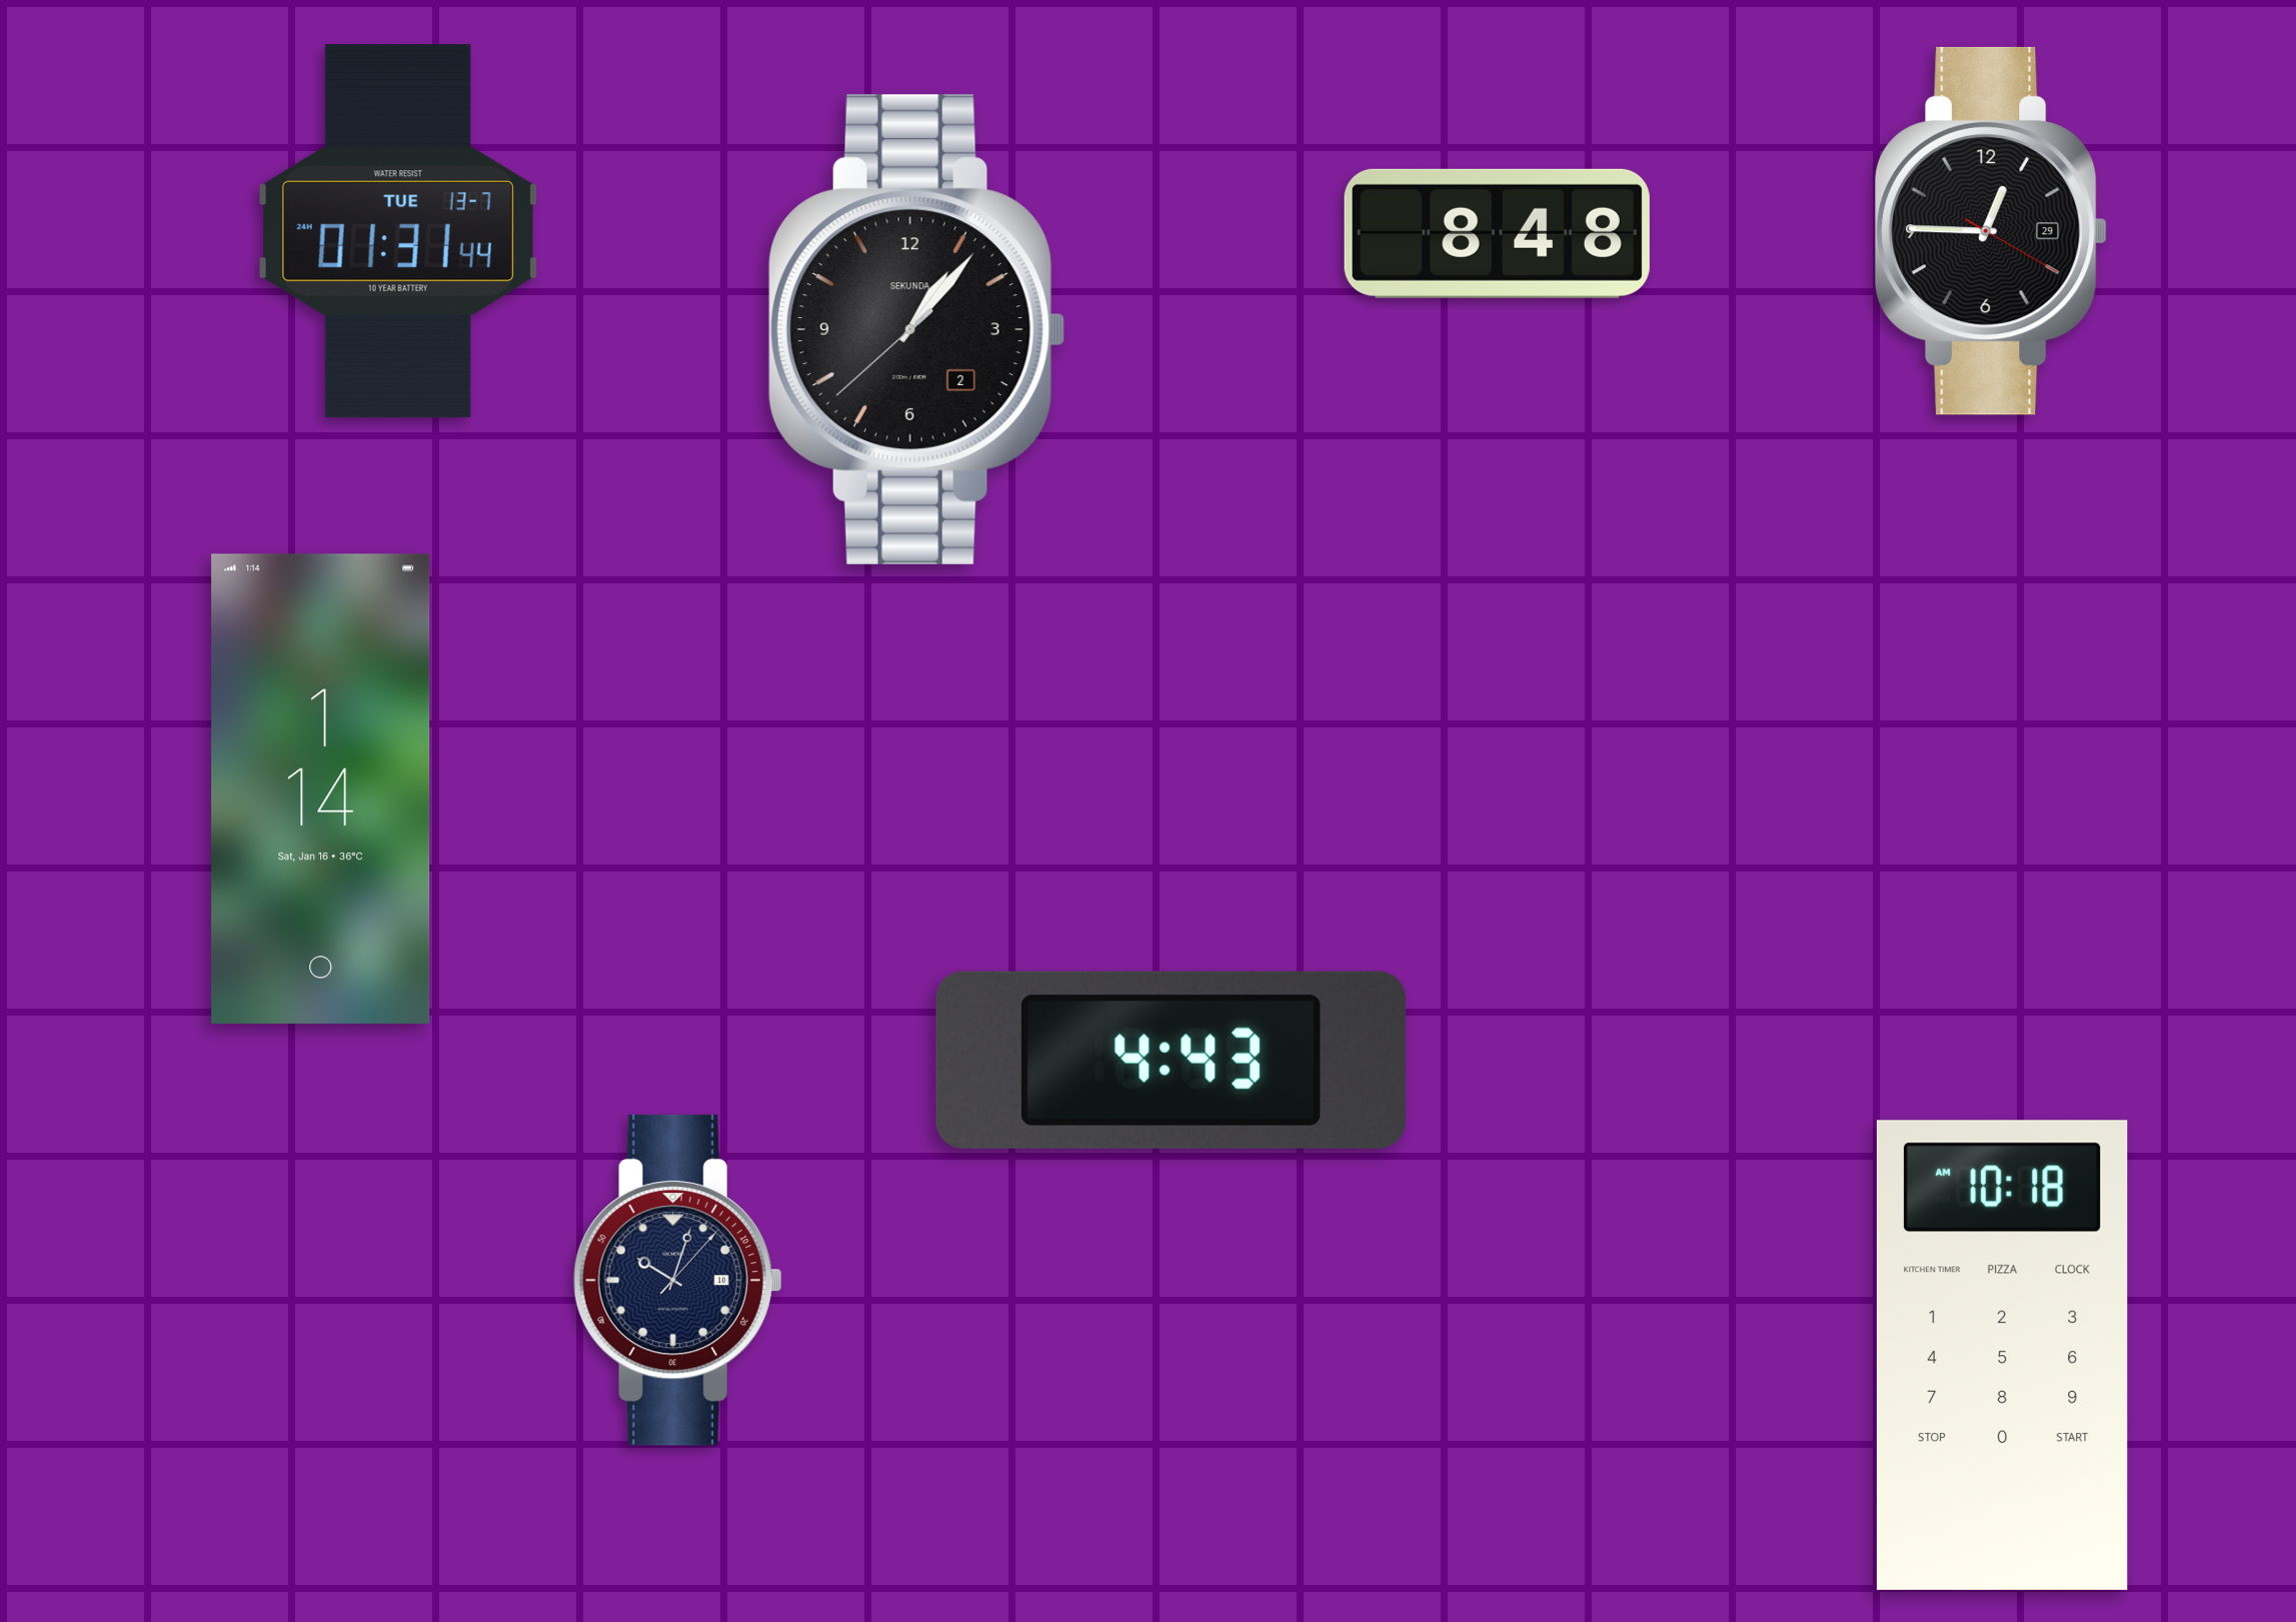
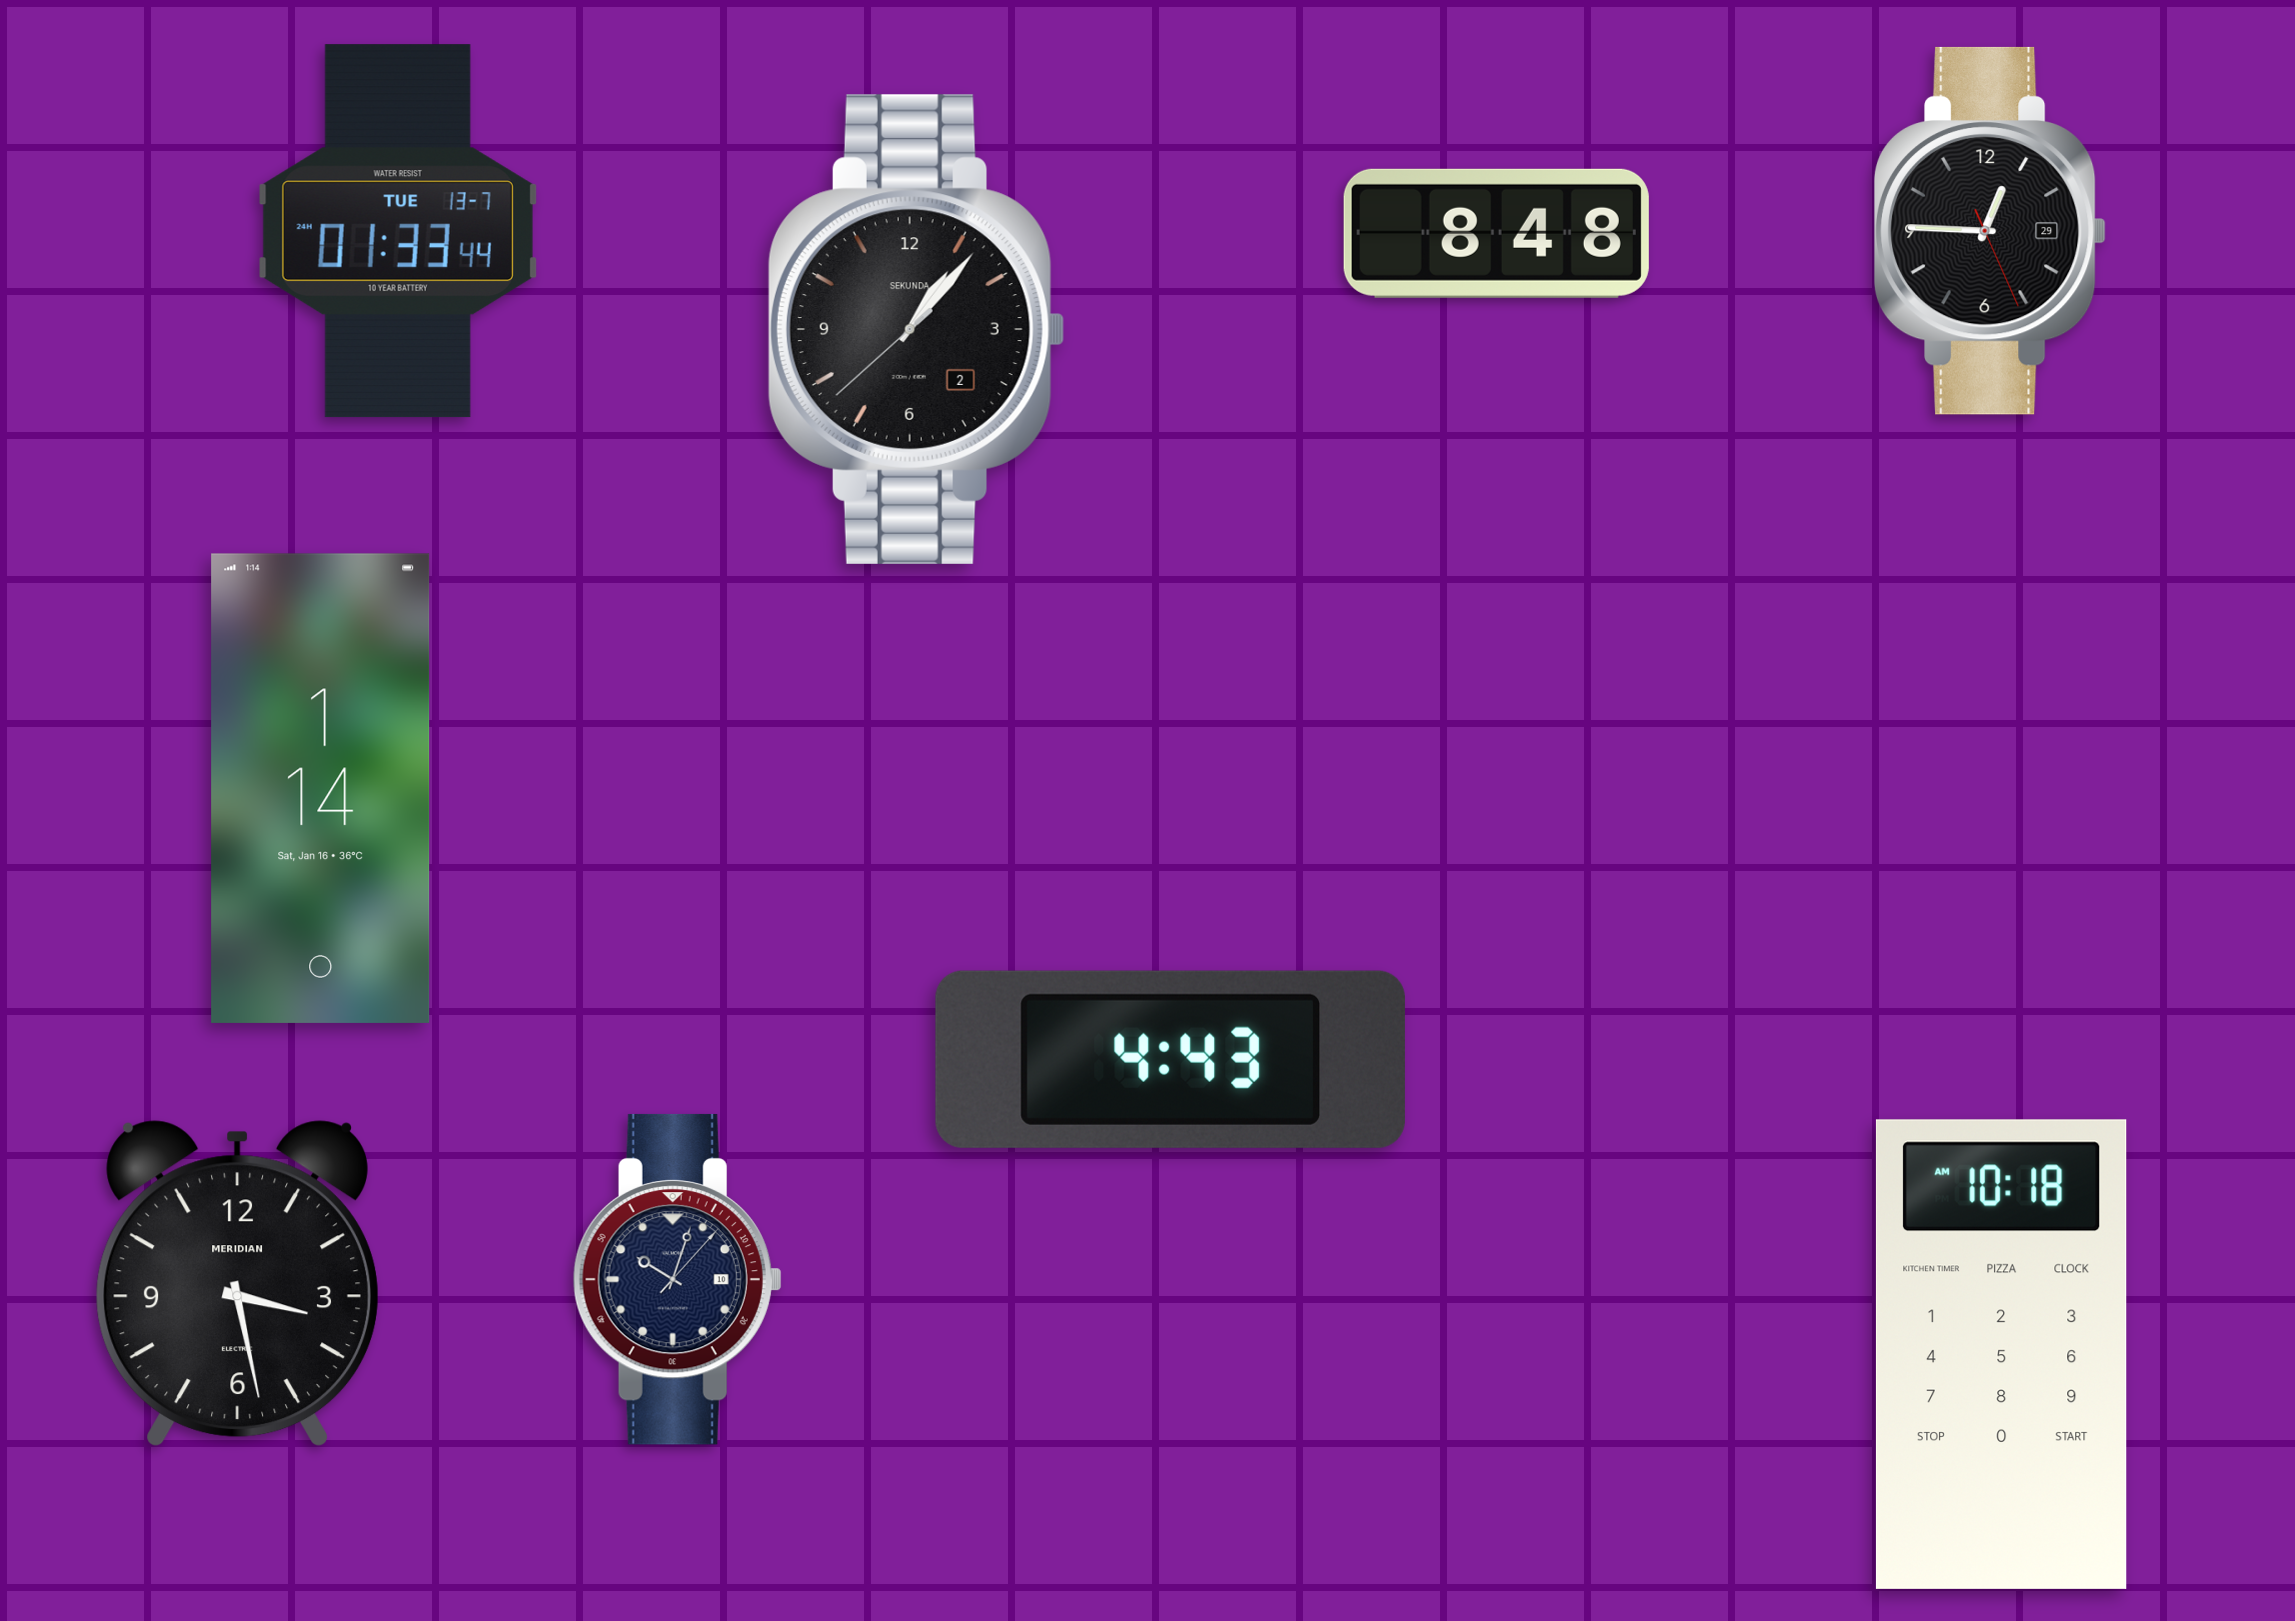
clock at (398, 231): 01:31 -> 01:33
clock at (1991, 231): 12:45:20 -> 12:45:26
clock at (237, 1284): none -> 3:28
